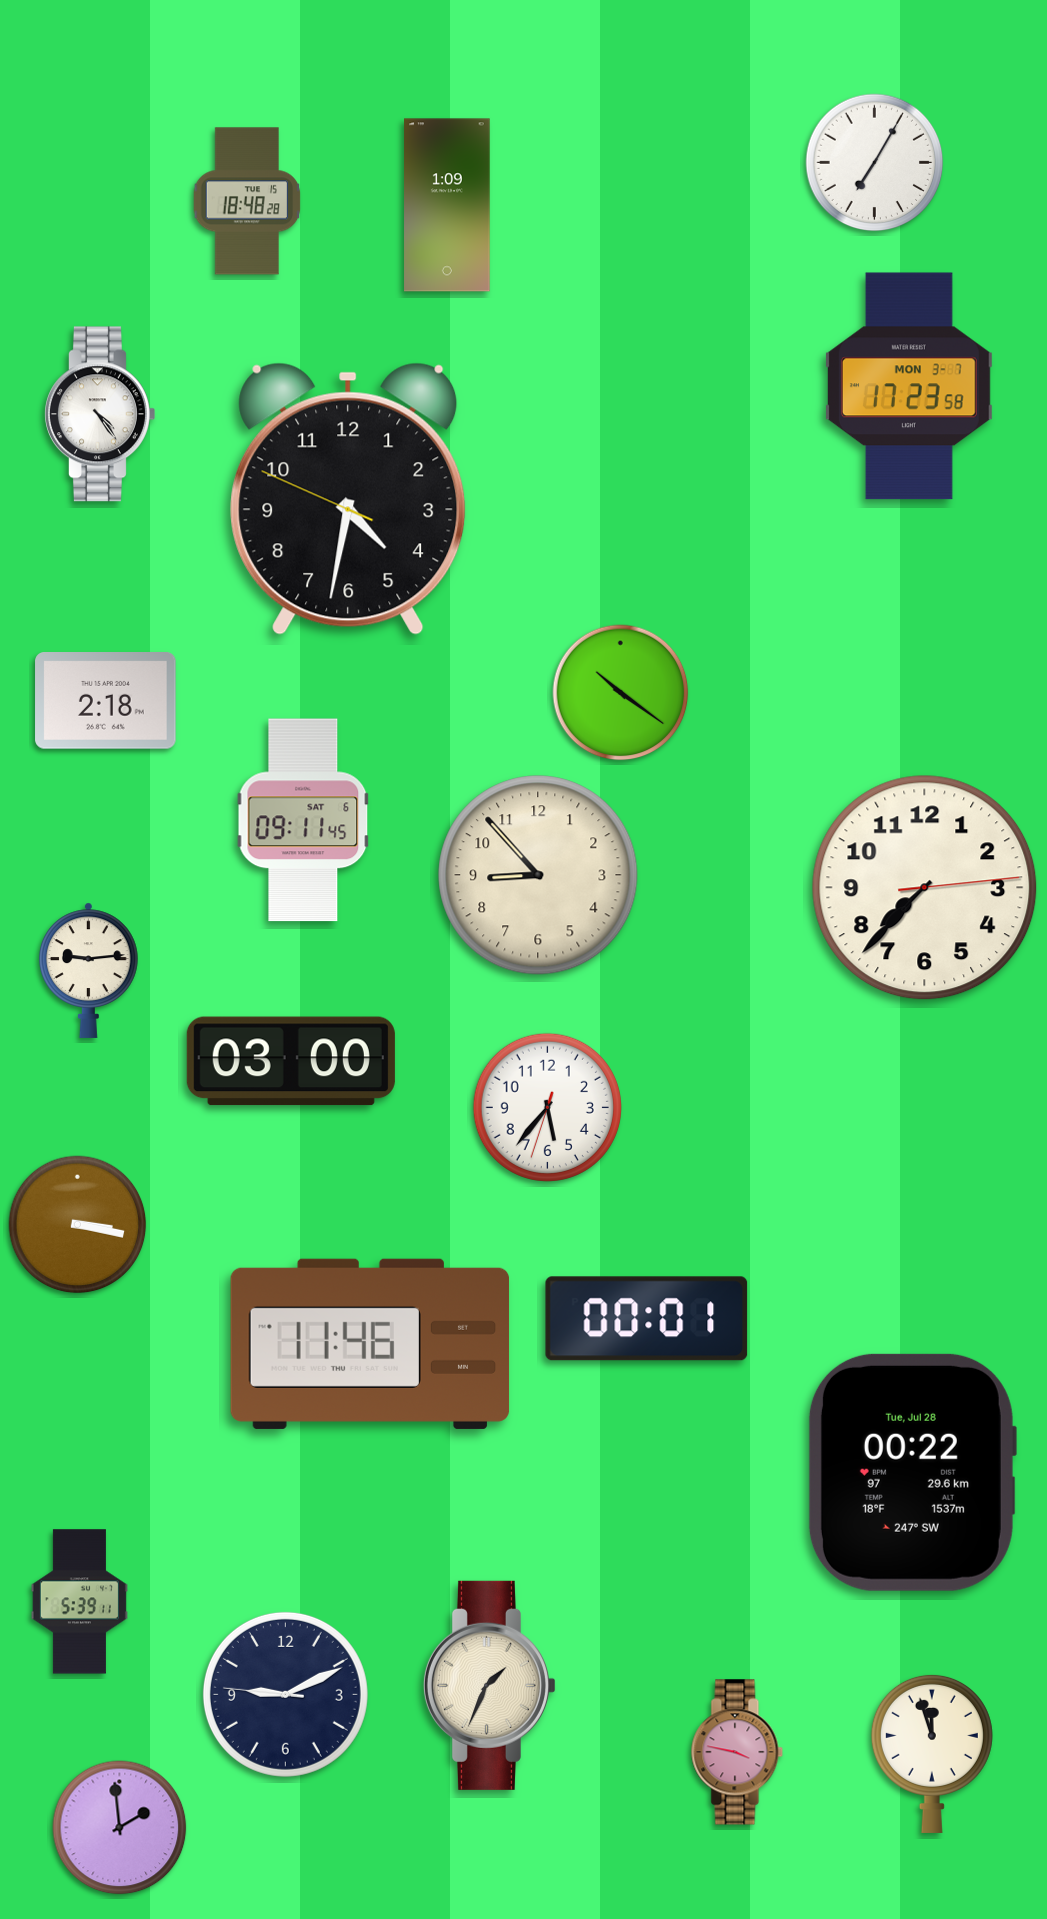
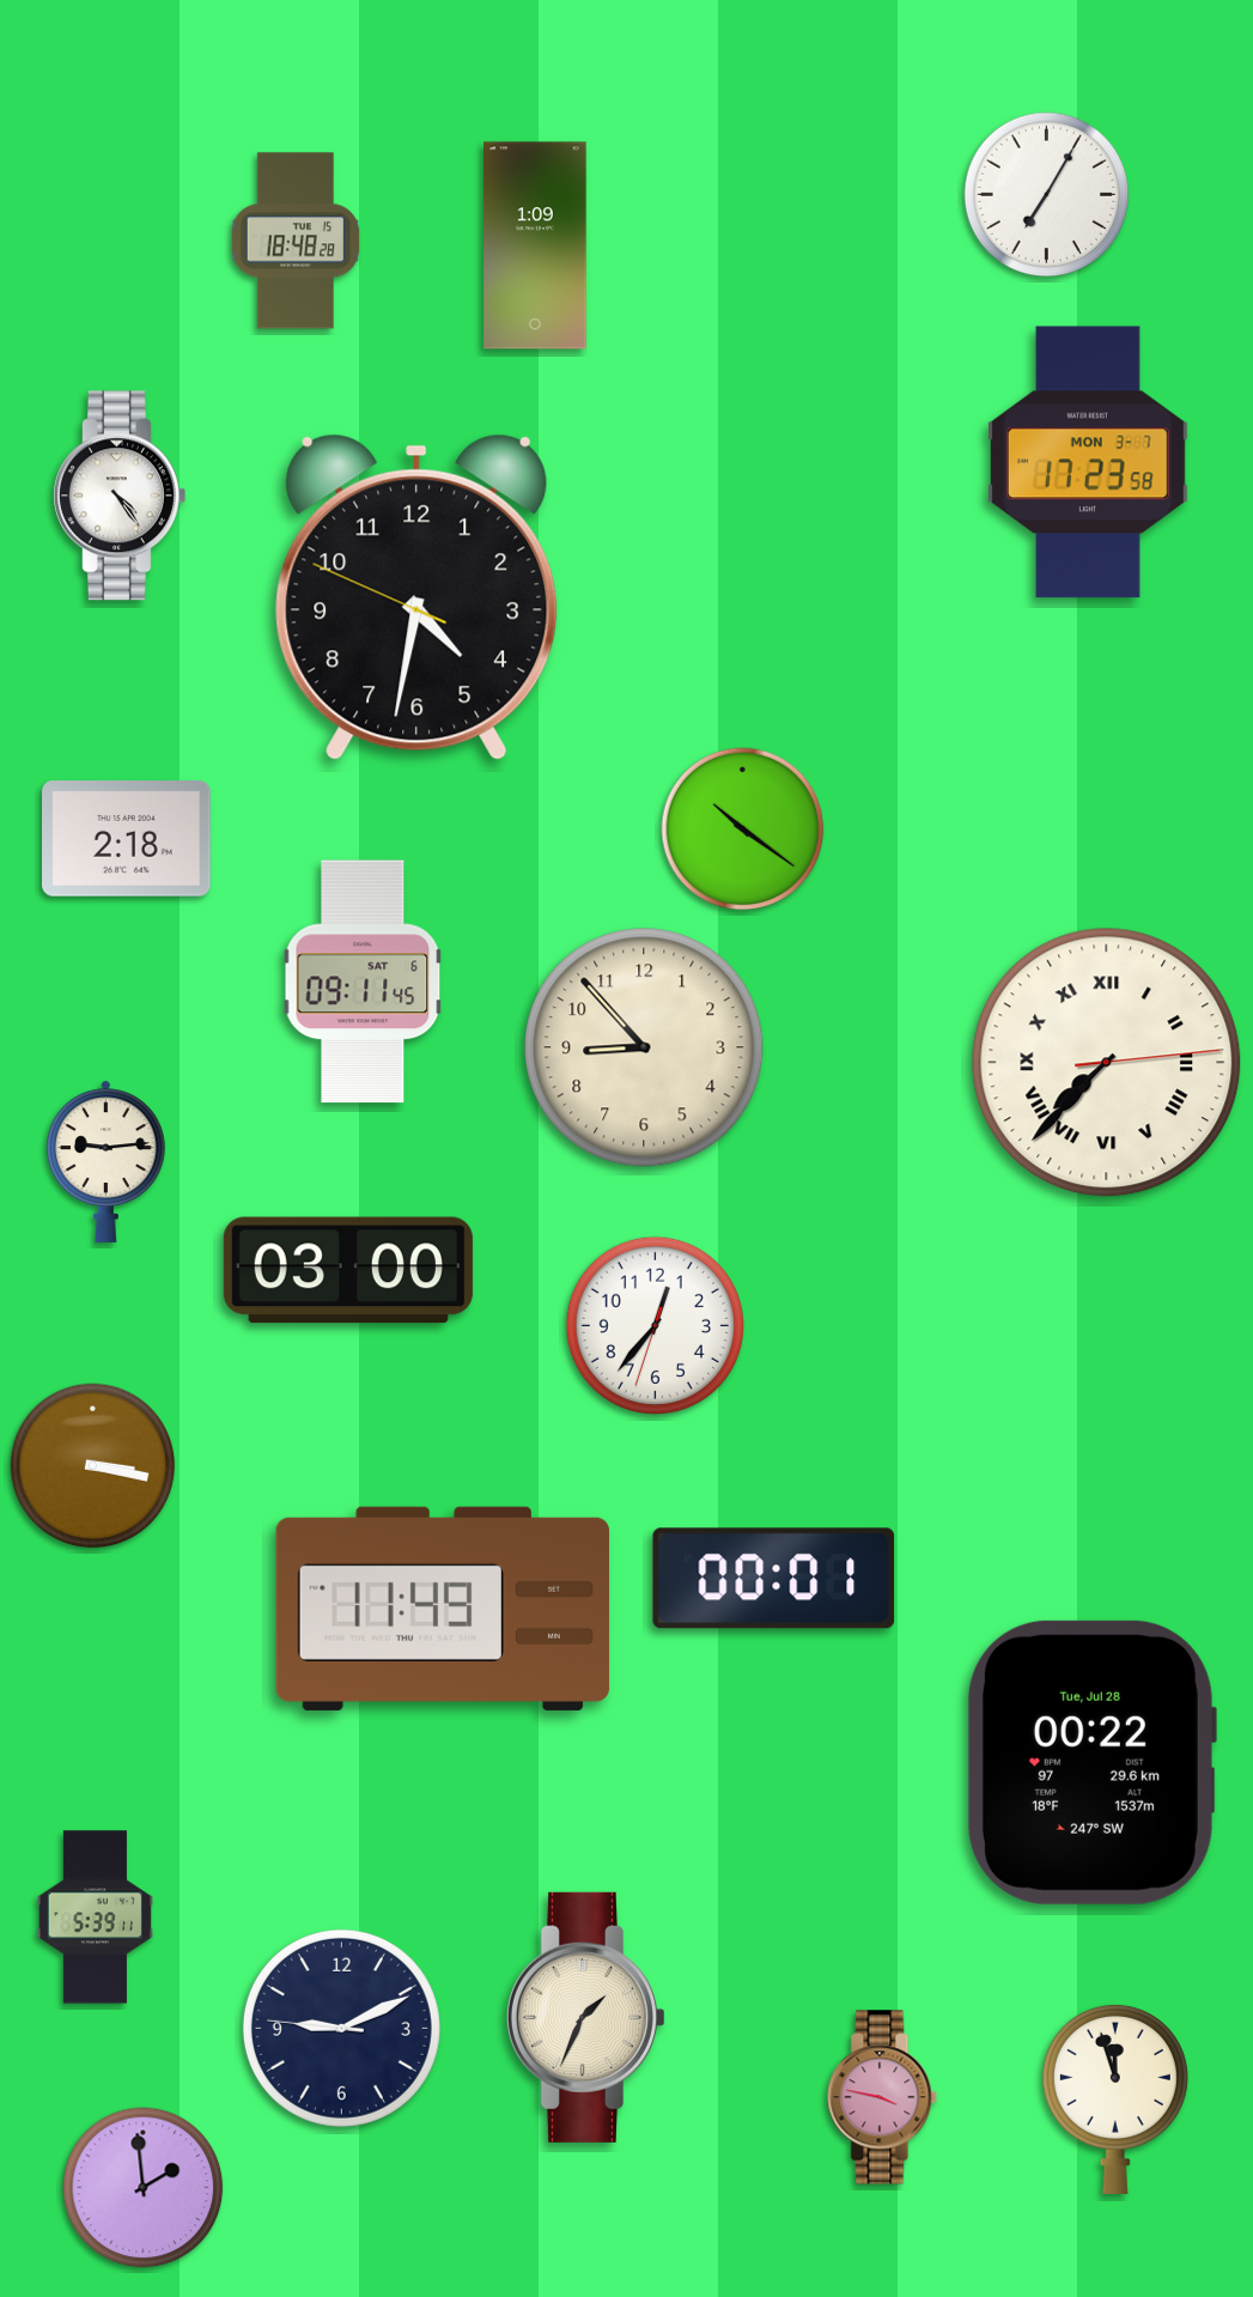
clock at (925, 888) numerals: Arabic -> Roman
clock at (547, 1107): 5:36 -> 12:36
clock at (370, 1344): 11:46 -> 11:49
